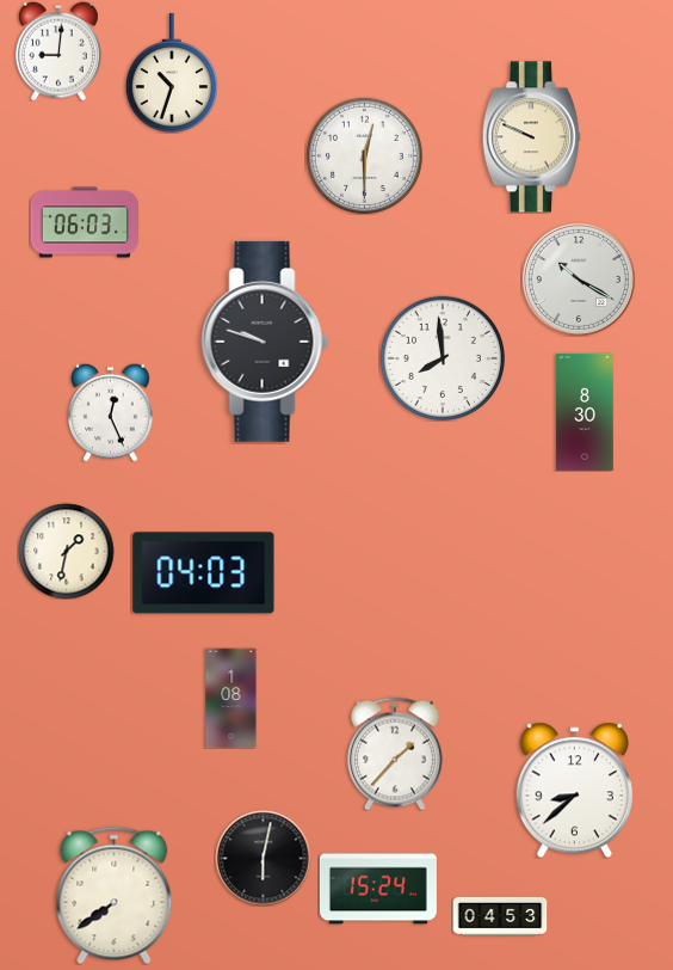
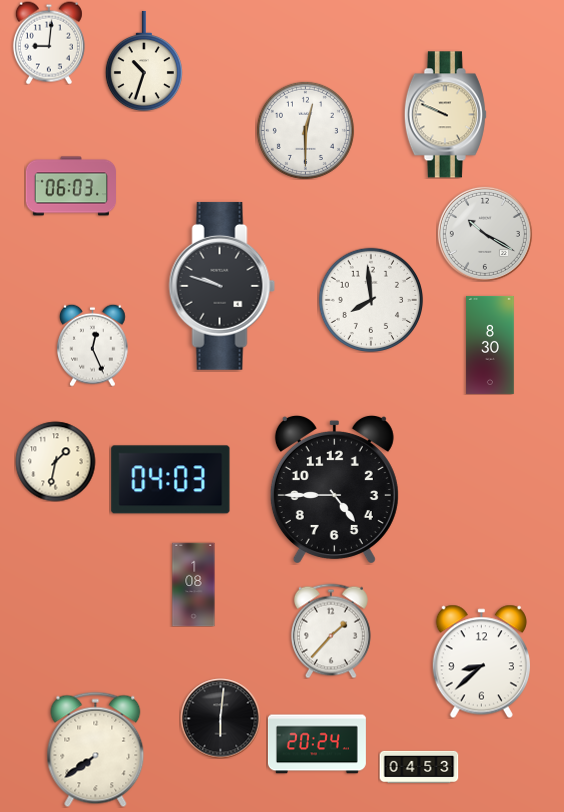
clock at (334, 489): none -> 4:45
clock at (263, 858): 6:02 -> 6:01
clock at (378, 889): 15:24 -> 20:24
